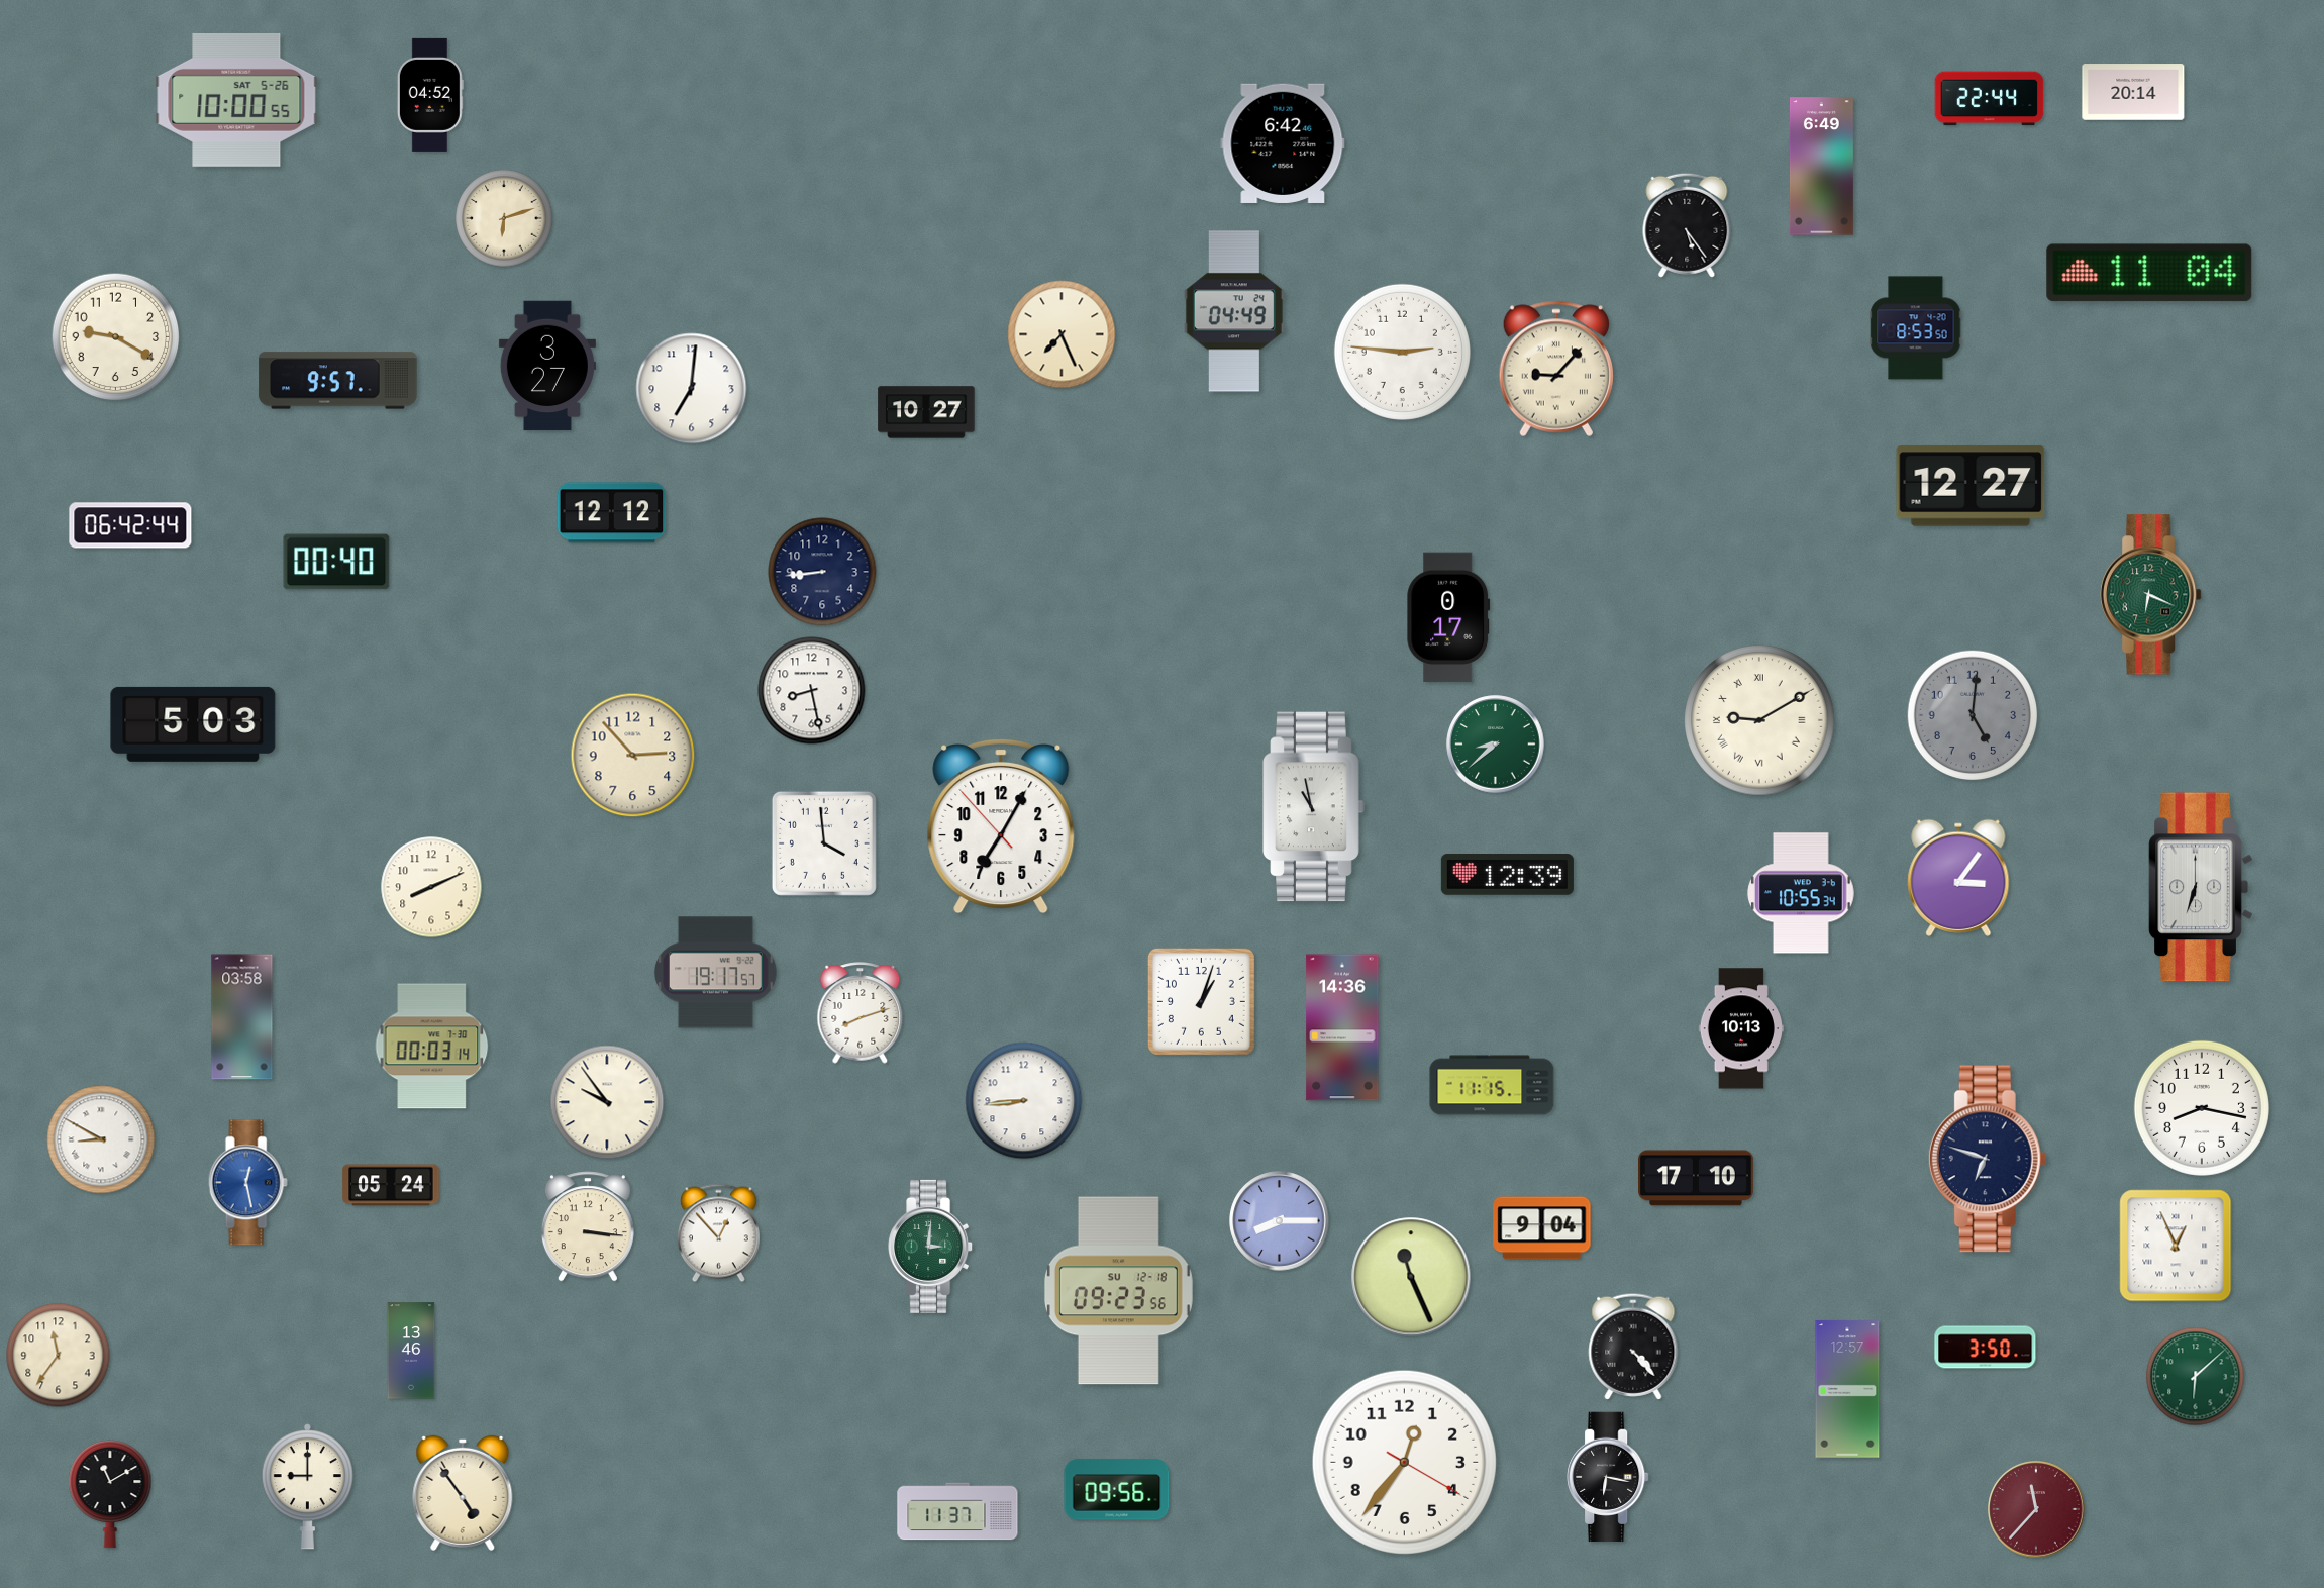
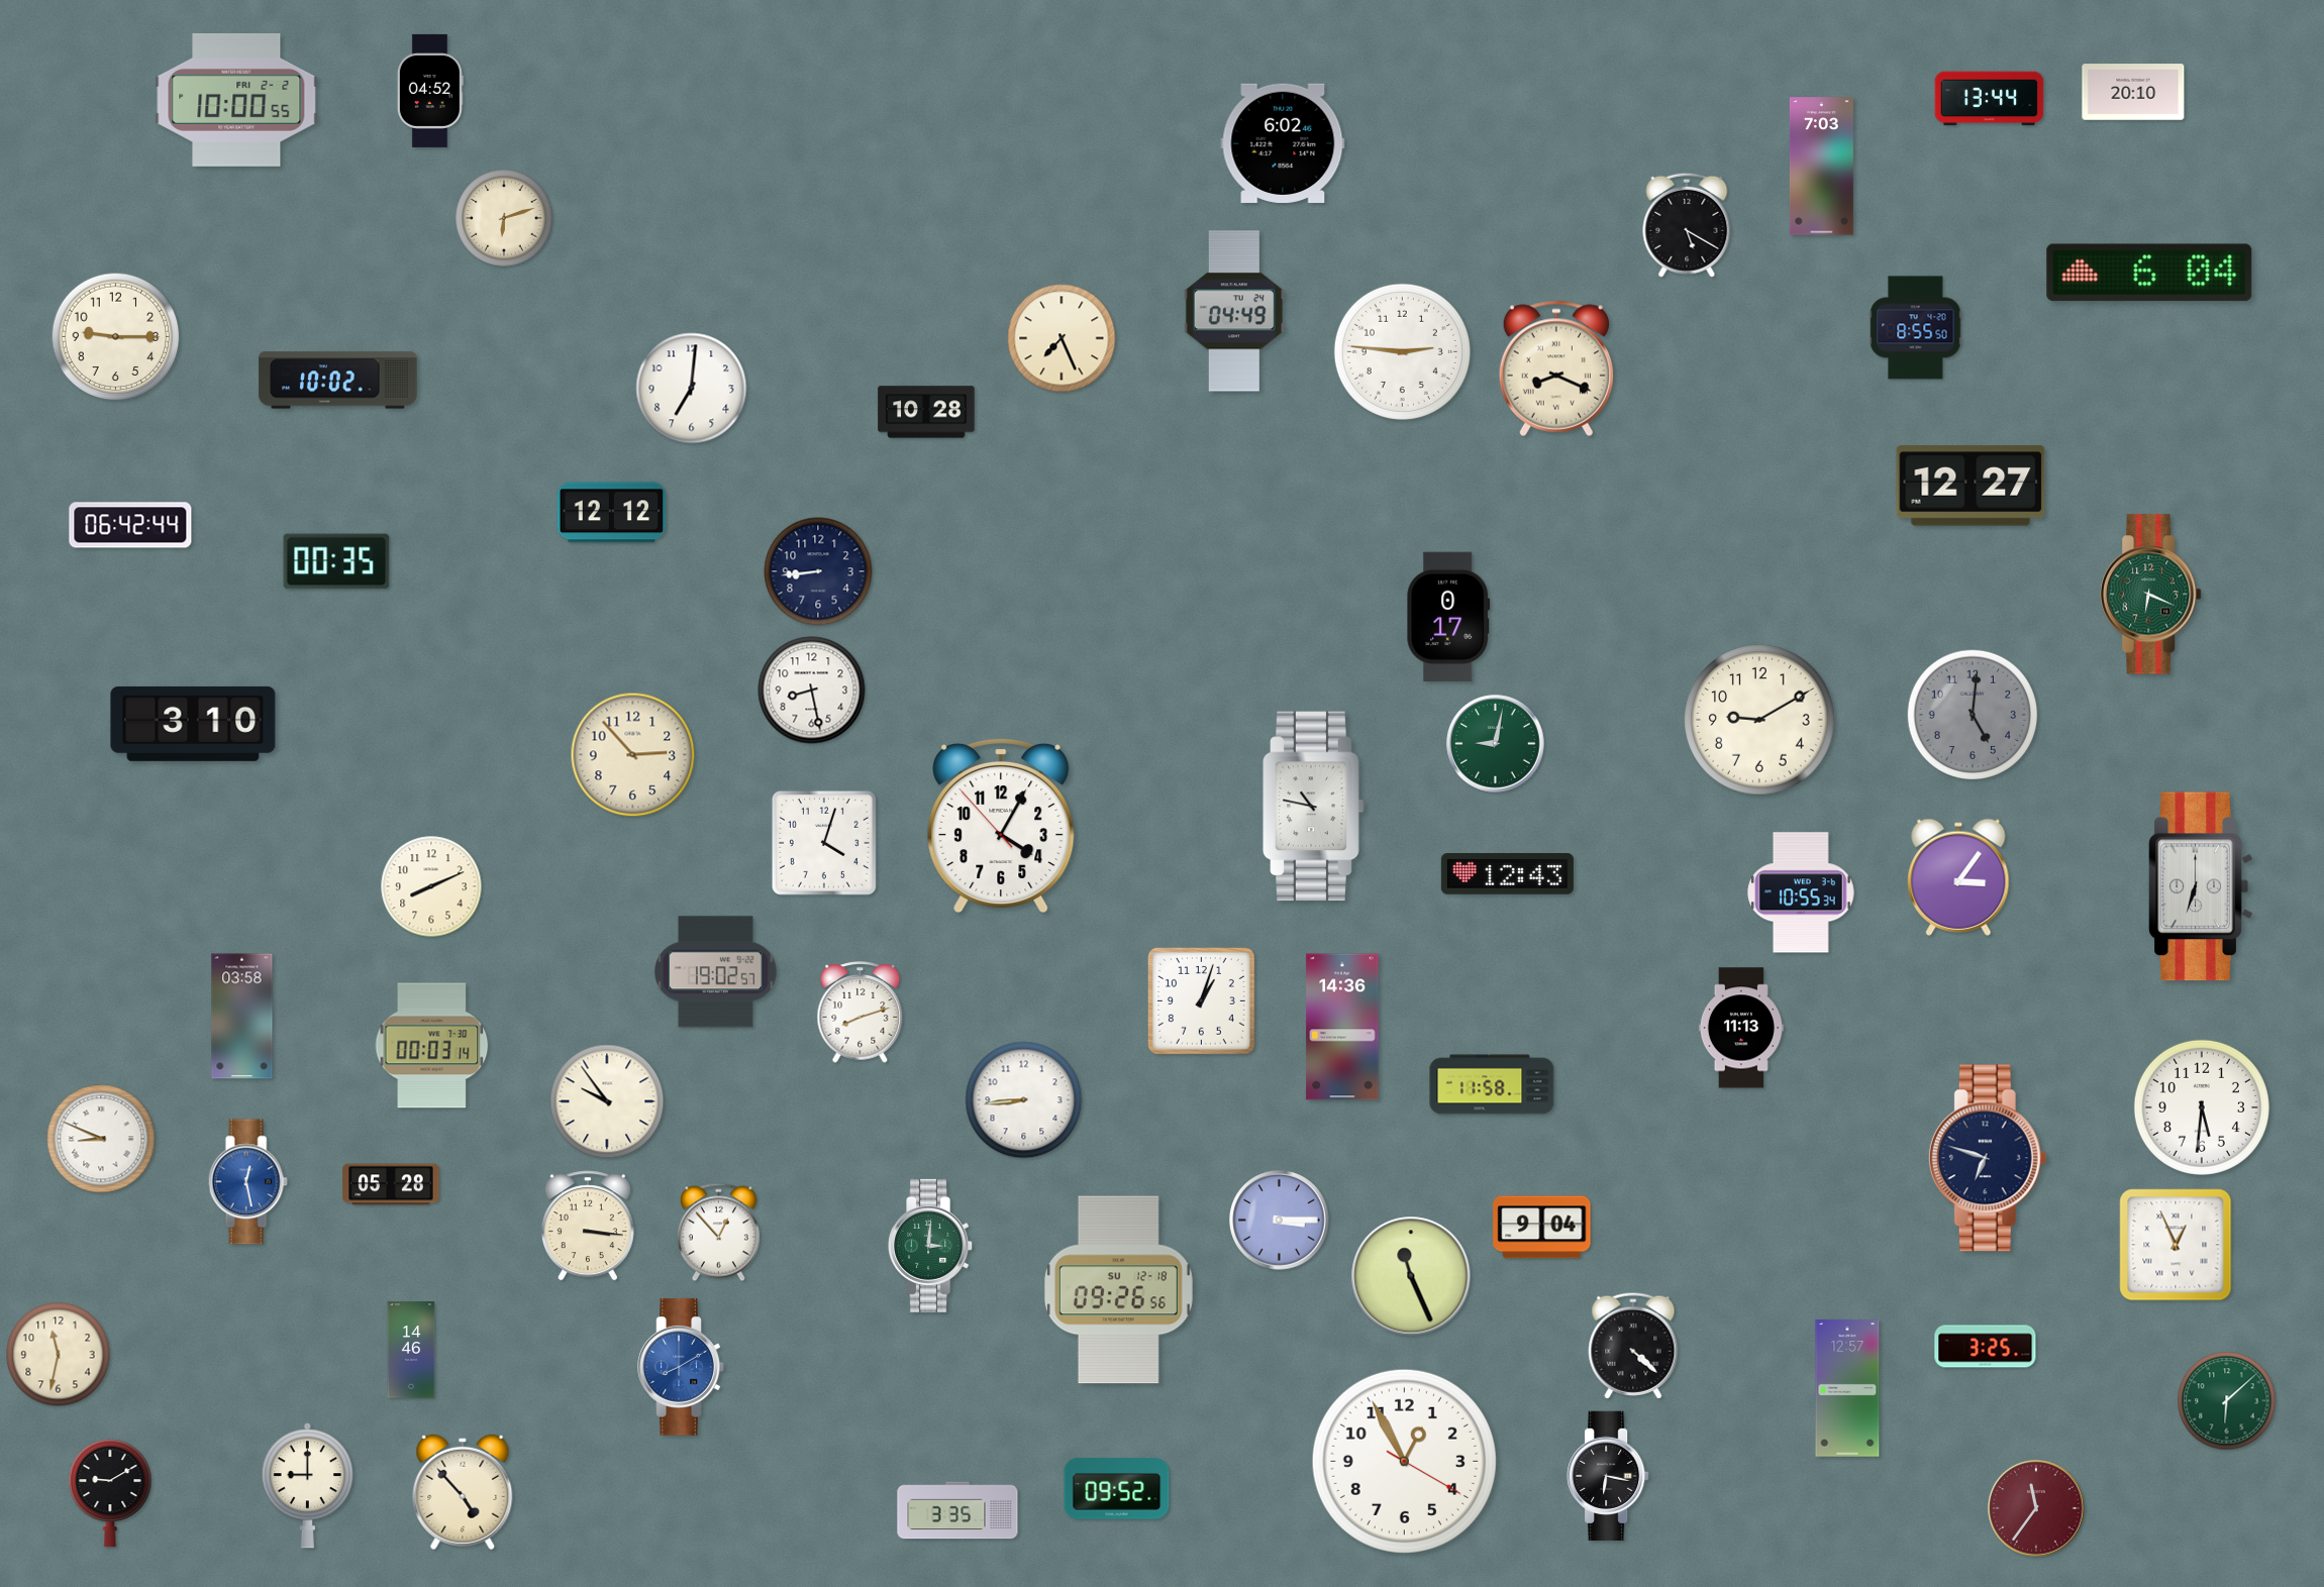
clock at (2133, 92): 20:14 -> 20:10
clock at (430, 95) position: (430, 95) -> (430, 91)
clock at (1990, 99): 22:44 -> 13:44
clock at (236, 100) date: SAT 5-26 -> FRI 2-2
clock at (1283, 143): 6:42 -> 6:02
clock at (1821, 167): 6:49 -> 7:03
clock at (1687, 225): 5:24 -> 5:20
clock at (2149, 273): 11:04 -> 6:04
clock at (1916, 328): 8:53 -> 8:55
clock at (1062, 334) position: (1062, 334) -> (1062, 338)
clock at (116, 337): 9:20 -> 9:15
clock at (547, 366): 3:27 -> none
clock at (1556, 369): 9:07 -> 8:19
clock at (338, 381): 9:57 -> 10:02
clock at (926, 412): 10:27 -> 10:28
clock at (336, 562): 00:40 -> 00:35
clock at (822, 572) position: (822, 572) -> (818, 571)
clock at (1759, 720) numerals: Roman -> Arabic
clock at (193, 724): 5:03 -> 3:10
clock at (1496, 745): 8:38 -> 9:02
clock at (1314, 807): 10:58 -> 10:47
clock at (1001, 826): 7:04 -> 4:04
clock at (824, 843): 3:59 -> 4:03
clock at (1507, 875): 12:39 -> 12:43
clock at (715, 973): 19:17 -> 19:02
clock at (1741, 1028): 10:13 -> 11:13
clock at (1492, 1085): 11:15 -> 11:58
clock at (2202, 1108): 8:17 -> 5:31
clock at (101, 1139): 8:50 -> 8:49
clock at (1697, 1178): 17:10 -> none
clock at (391, 1185): 05:24 -> 05:28
clock at (1280, 1221): 8:15 -> 3:15
clock at (1118, 1291): 09:23 -> 09:26
clock at (1633, 1347): 4:23 -> 4:22
clock at (1986, 1348): 3:50 -> 3:25
clock at (411, 1351): 13:46 -> 14:46
clock at (59, 1356): 11:36 -> 11:32
clock at (681, 1367): none -> 8:10
clock at (2196, 1377) position: (2196, 1377) -> (2227, 1401)
clock at (1404, 1462): 12:36 -> 12:55
clock at (1117, 1490): 09:56 -> 09:52
clock at (463, 1493): 4:54 -> 4:53
clock at (110, 1494): 11:10 -> 9:10
clock at (2036, 1509): 11:37 -> 11:36
clock at (957, 1511): 11:37 -> 3:35
